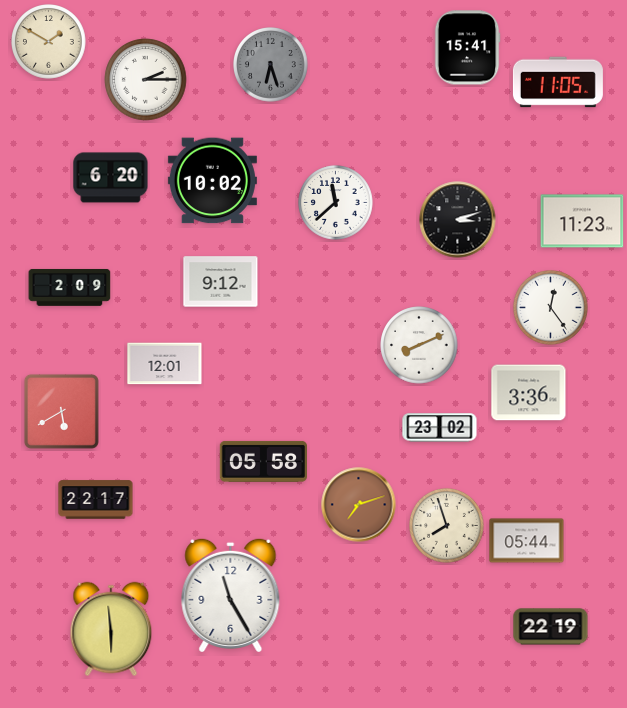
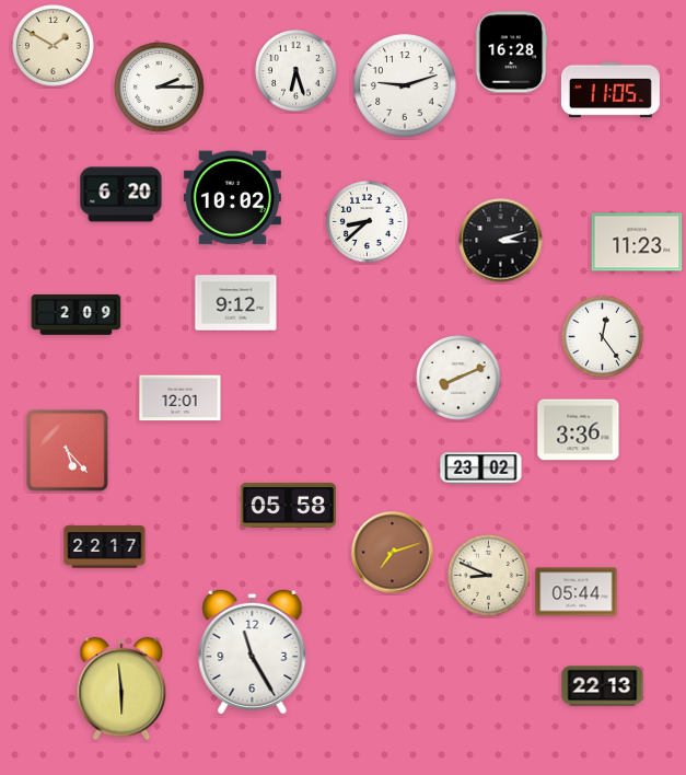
clock at (467, 48): 15:41 -> 16:28
clock at (271, 65) dial: grey -> white
clock at (405, 85): none -> 9:12
clock at (336, 203): 11:38 -> 8:38
clock at (221, 282) position: (221, 282) -> (236, 303)
clock at (61, 411): 5:40 -> 5:23
clock at (447, 526): 7:57 -> 8:49
clock at (551, 627): 22:19 -> 22:13
